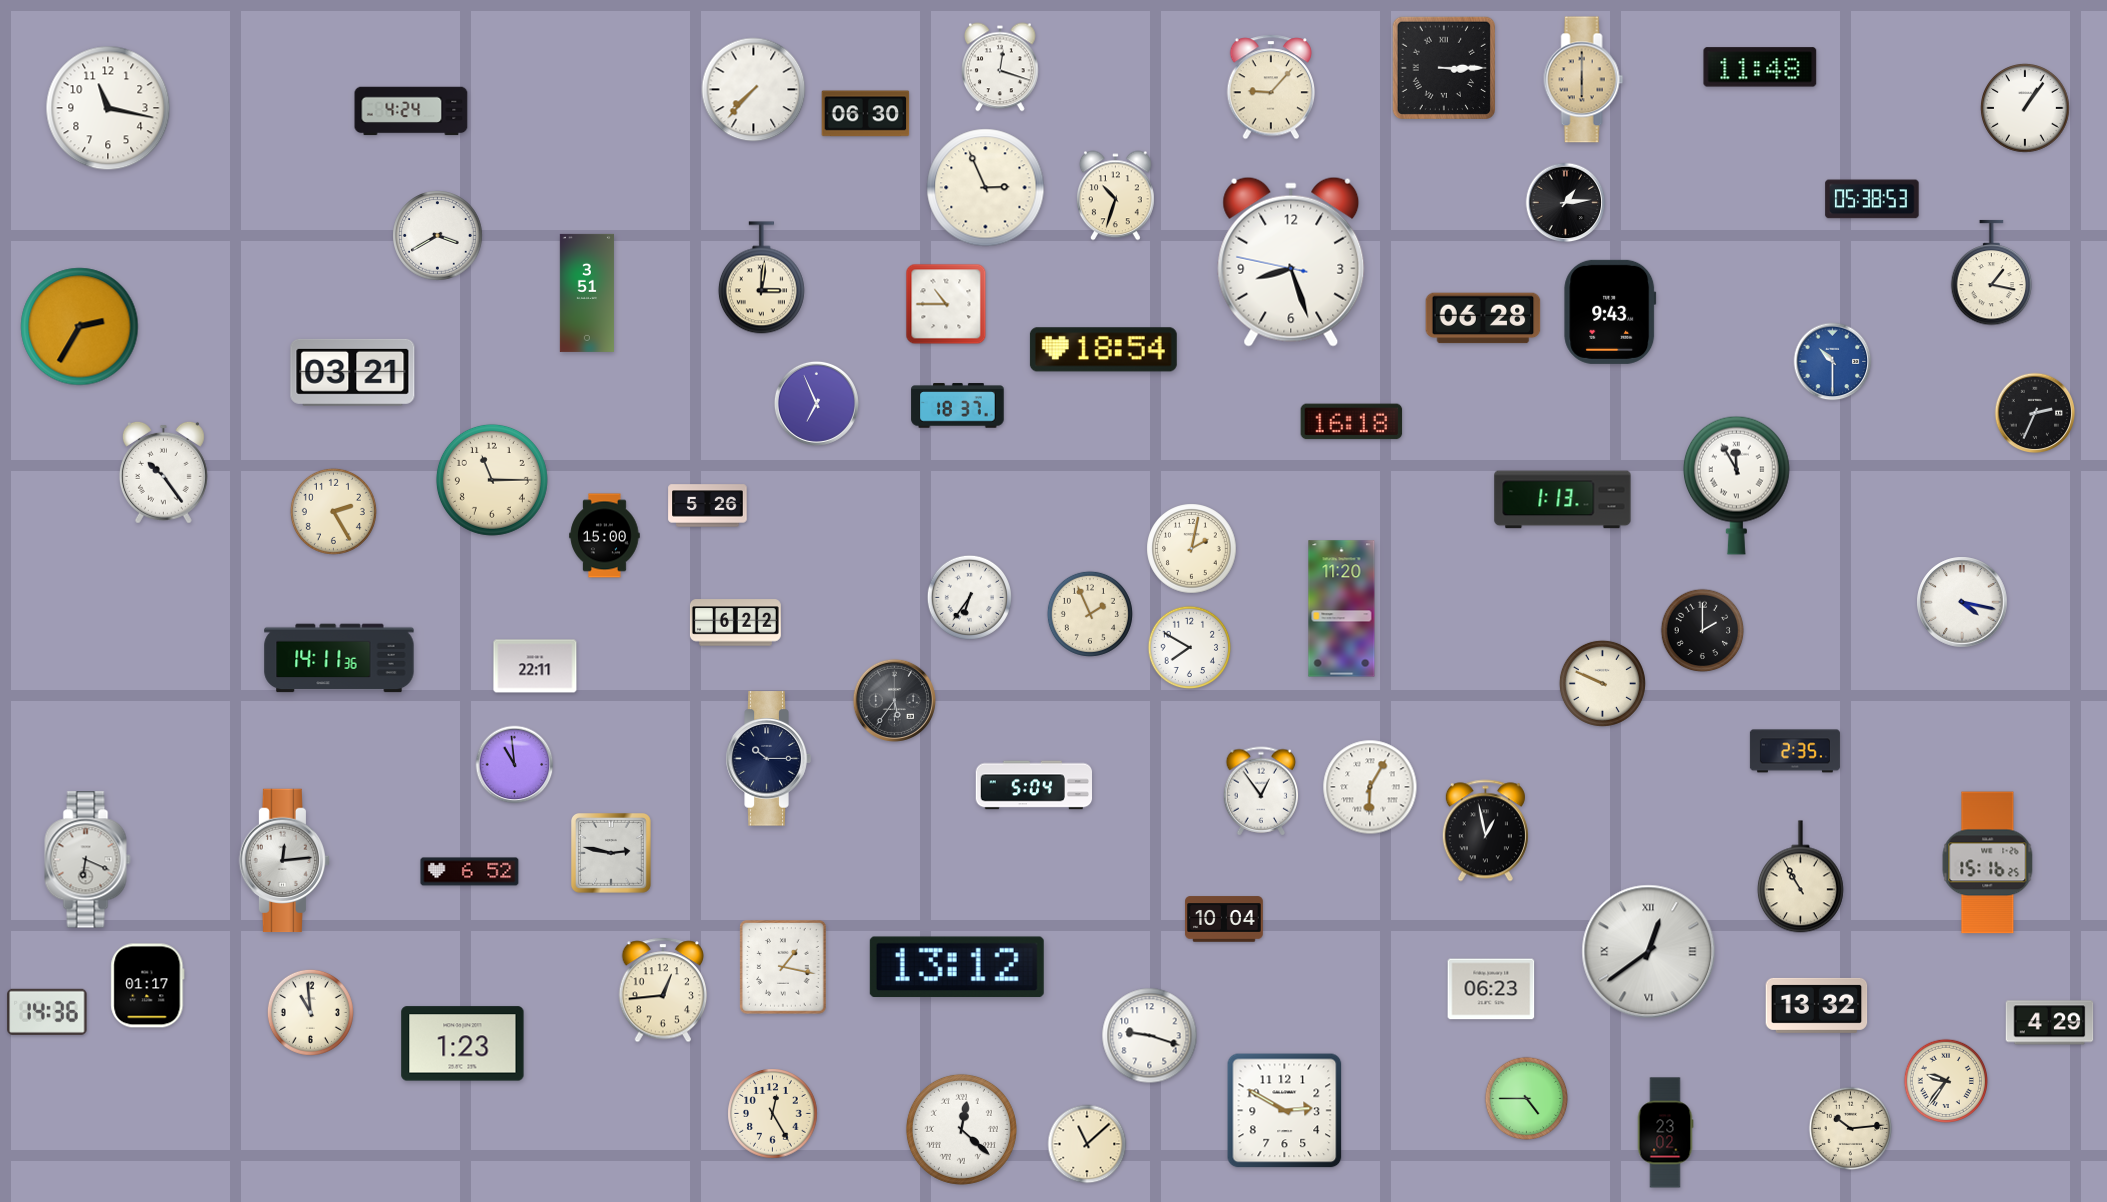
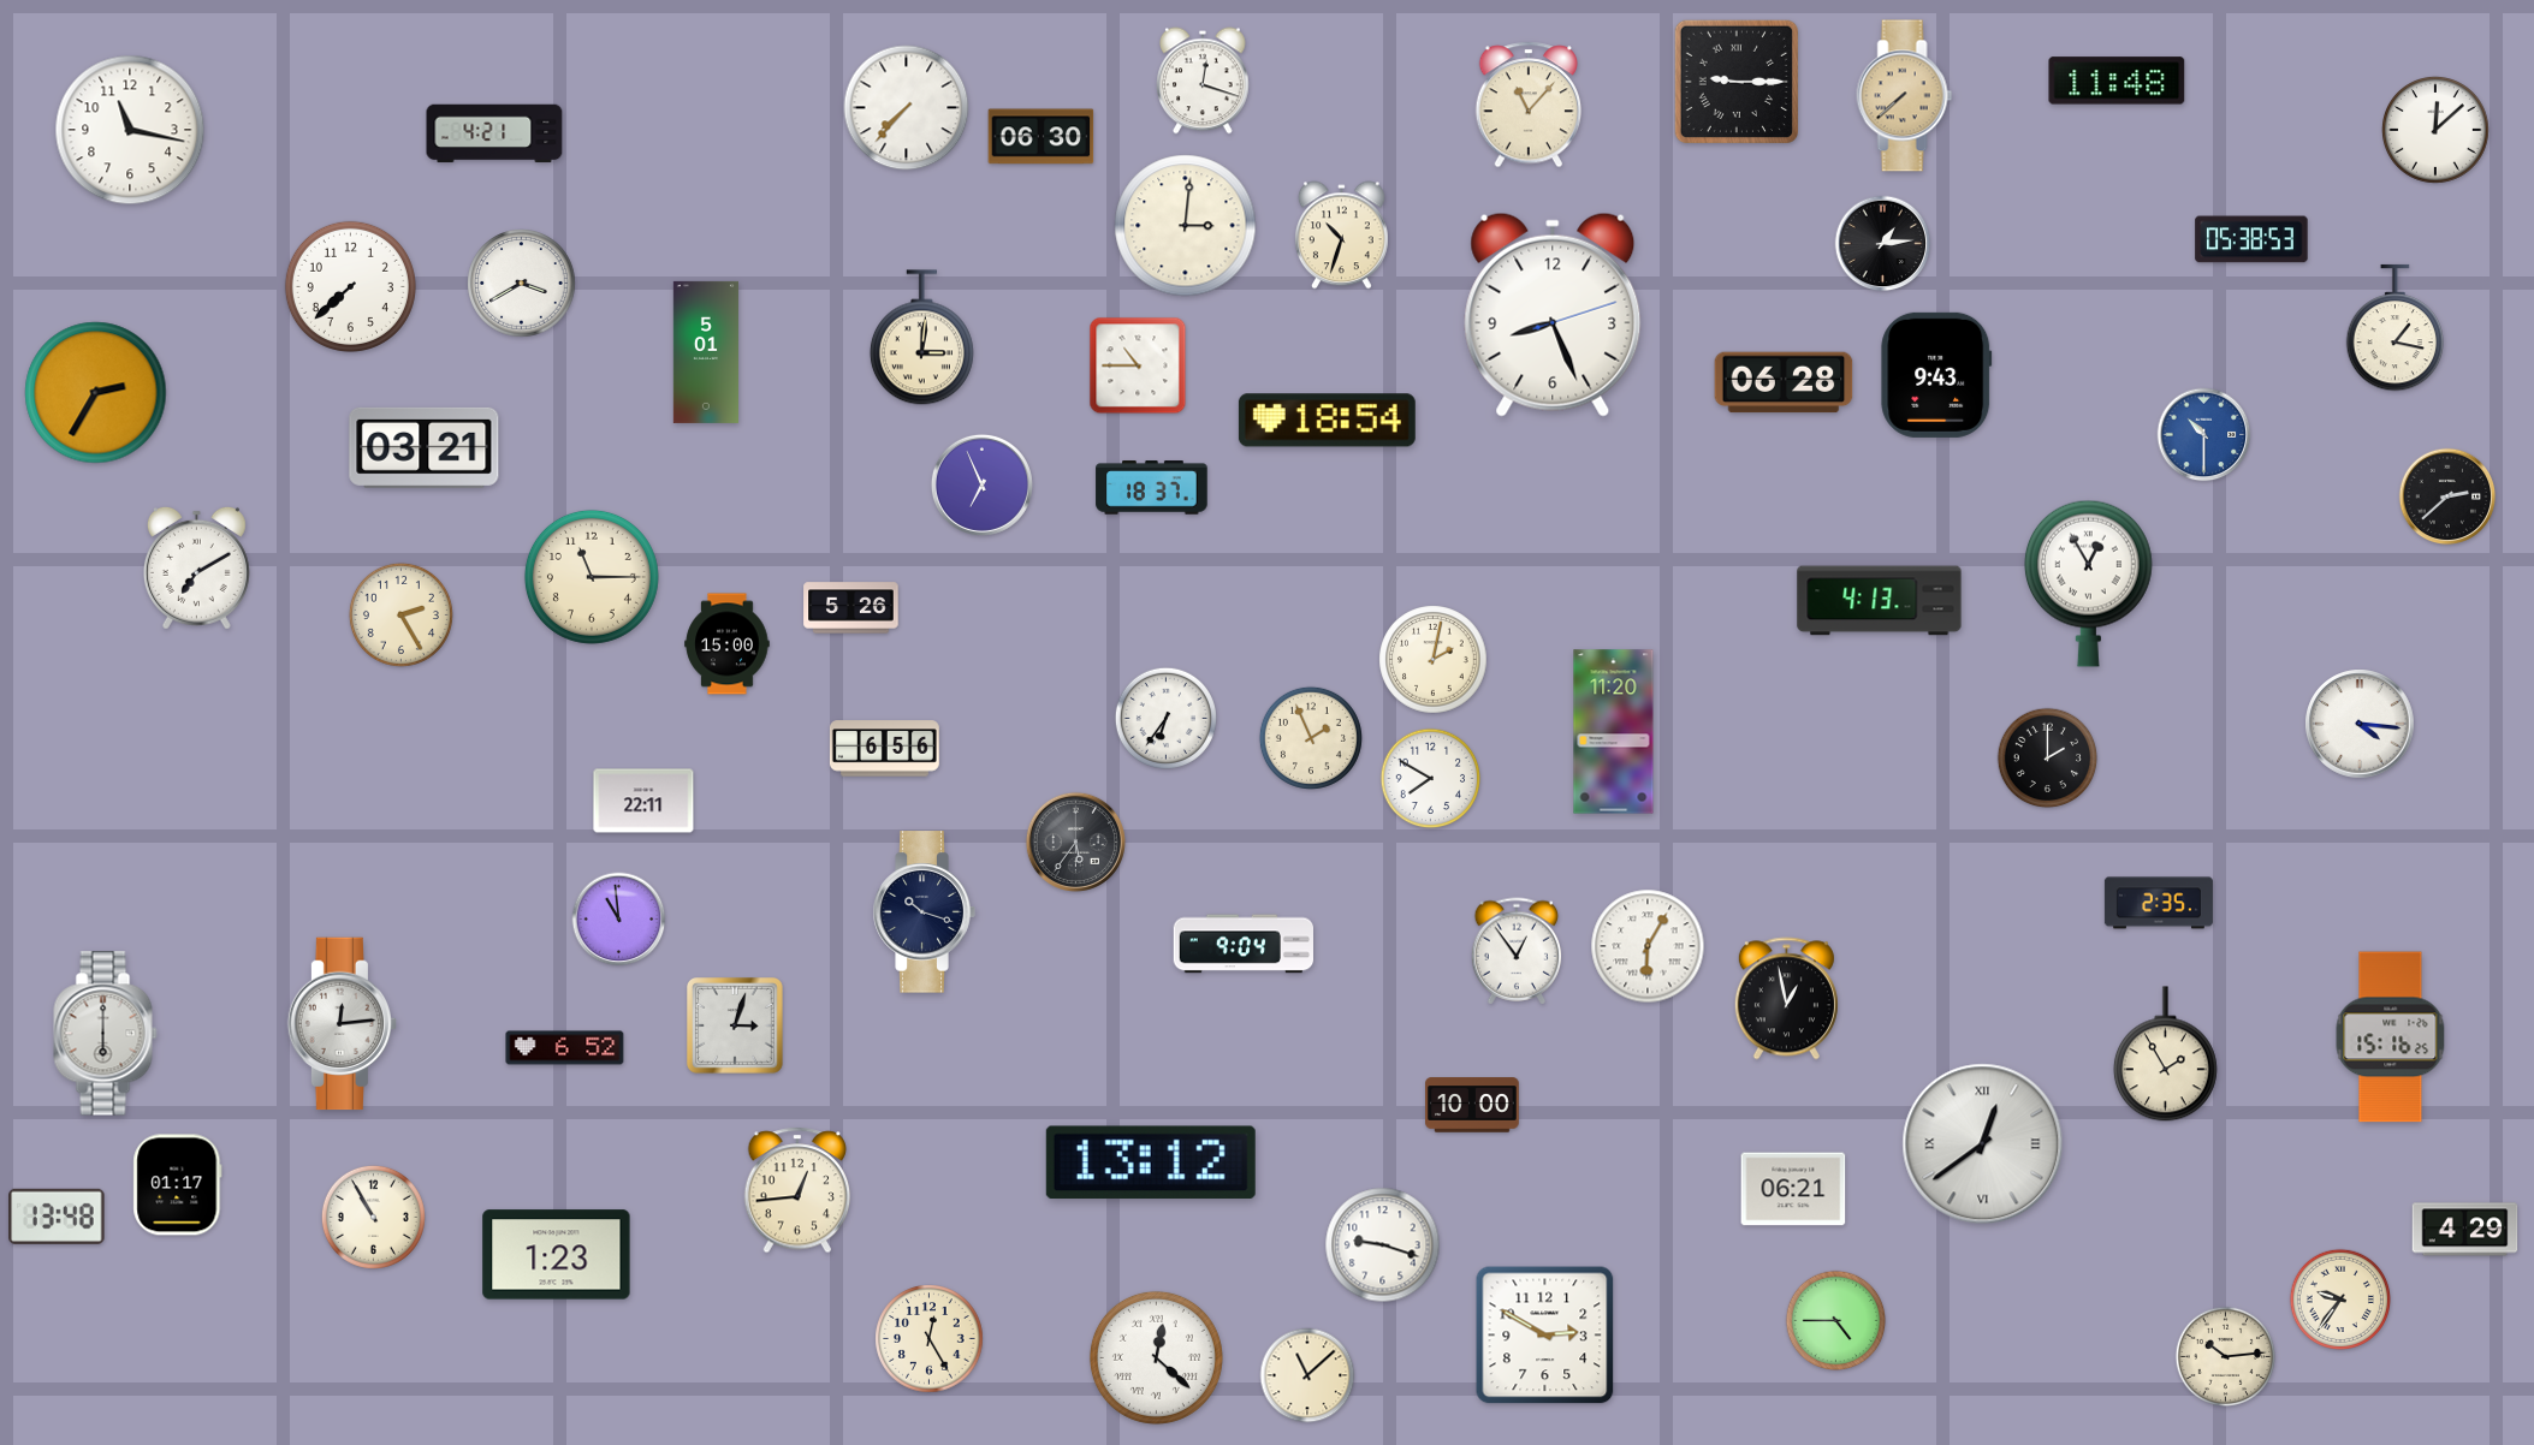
clock at (1443, 67): 3:15 -> 9:15
clock at (1584, 80): 6:00 -> 7:38
clock at (1271, 87): 9:07 -> 11:07
clock at (2025, 108): 1:06 -> 12:08
clock at (411, 111): 4:24 -> 4:21
clock at (986, 188): 2:56 -> 3:01
clock at (438, 236) position: (438, 236) -> (522, 284)
clock at (350, 286): none -> 7:38
clock at (1291, 262): 8:26:47 -> 8:26:12
clock at (761, 278) position: (761, 278) -> (921, 338)
clock at (587, 293): 3:51 -> 5:01
clock at (2035, 413): 2:34 -> 2:38
clock at (1352, 422): 16:18 -> none
clock at (163, 472): 10:24 -> 7:10
clock at (1736, 485): 11:55 -> 12:55
clock at (1563, 500): 1:13 -> 4:13
clock at (1962, 602): 4:17 -> 4:16
clock at (735, 623): 6:22 -> 6:56
clock at (339, 658): 14:11 -> none
clock at (1602, 683): 9:49 -> none
clock at (768, 759): 10:15 -> 10:18
clock at (1033, 785): 5:04 -> 9:04
clock at (612, 854): 2:47 -> 3:03
clock at (88, 860): 6:19 -> 6:00
clock at (285, 861) position: (285, 861) -> (343, 1024)
clock at (1800, 877): 10:55 -> 1:55
clock at (1224, 919): 10:04 -> 10:00
clock at (783, 967): 1:17 -> none
clock at (1491, 989): 06:23 -> 06:21
clock at (1817, 1005): 13:32 -> none
clock at (47, 1012): 14:36 -> 13:48
clock at (310, 1012): 10:59 -> 10:55
clock at (1665, 1133): 23:02 -> none
